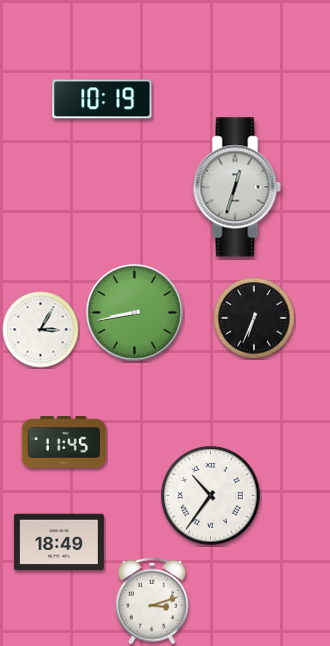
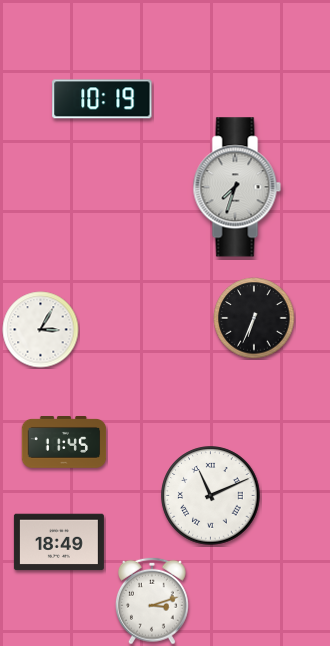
clock at (237, 187): 12:33 -> 7:33
clock at (135, 313): 8:43 -> none
clock at (211, 496): 10:36 -> 11:11
